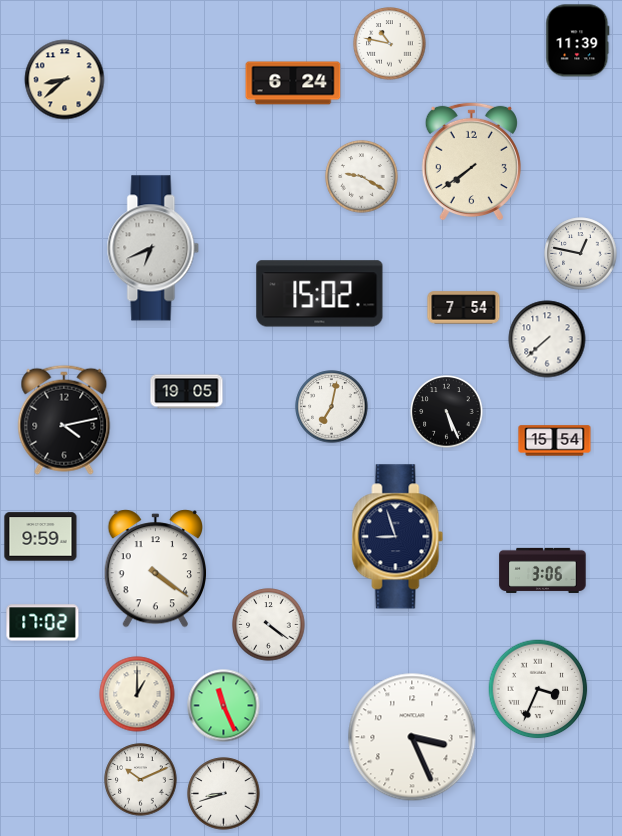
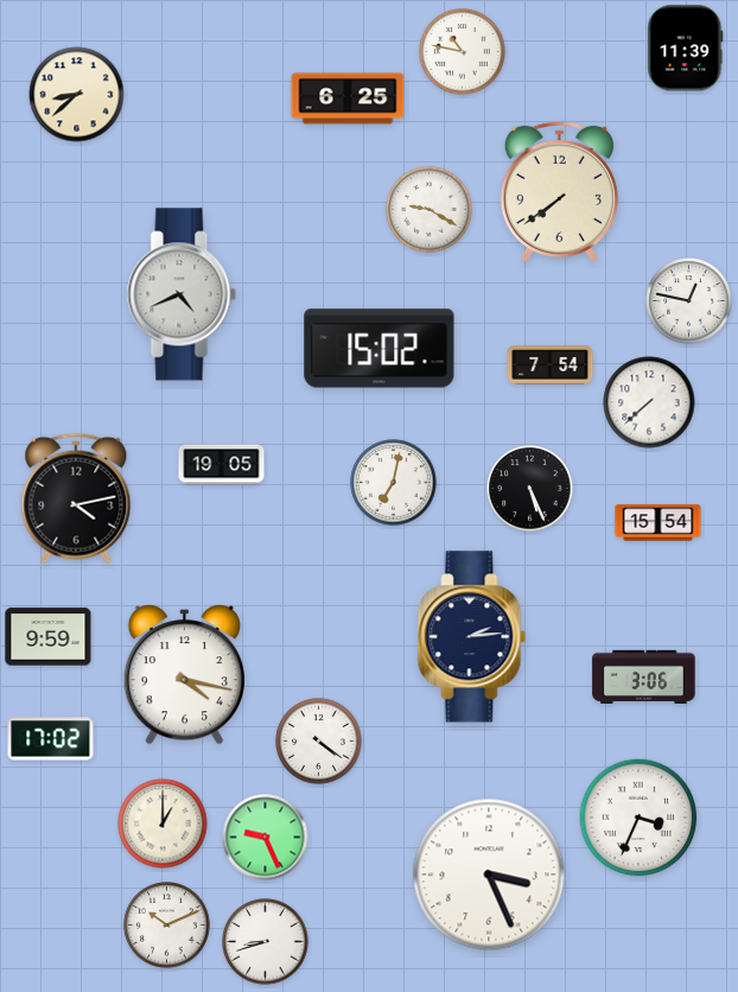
clock at (293, 83): 6:24 -> 6:25
clock at (153, 248): 6:41 -> 4:41
clock at (398, 537): 8:57 -> 2:14
clock at (155, 569): 4:21 -> 4:17
clock at (224, 706): 11:26 -> 9:26
